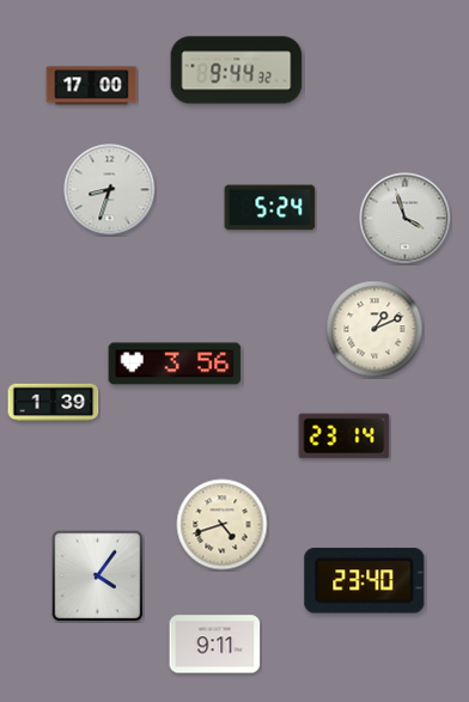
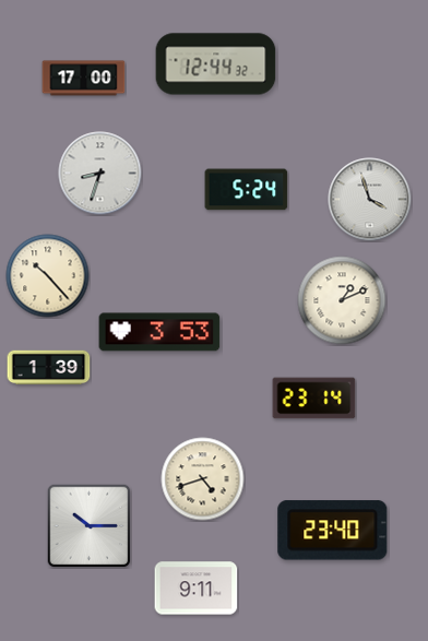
clock at (237, 71): 9:44 -> 12:44
clock at (48, 276): none -> 10:23
clock at (175, 364): 3:56 -> 3:53
clock at (97, 575): 4:06 -> 10:15
